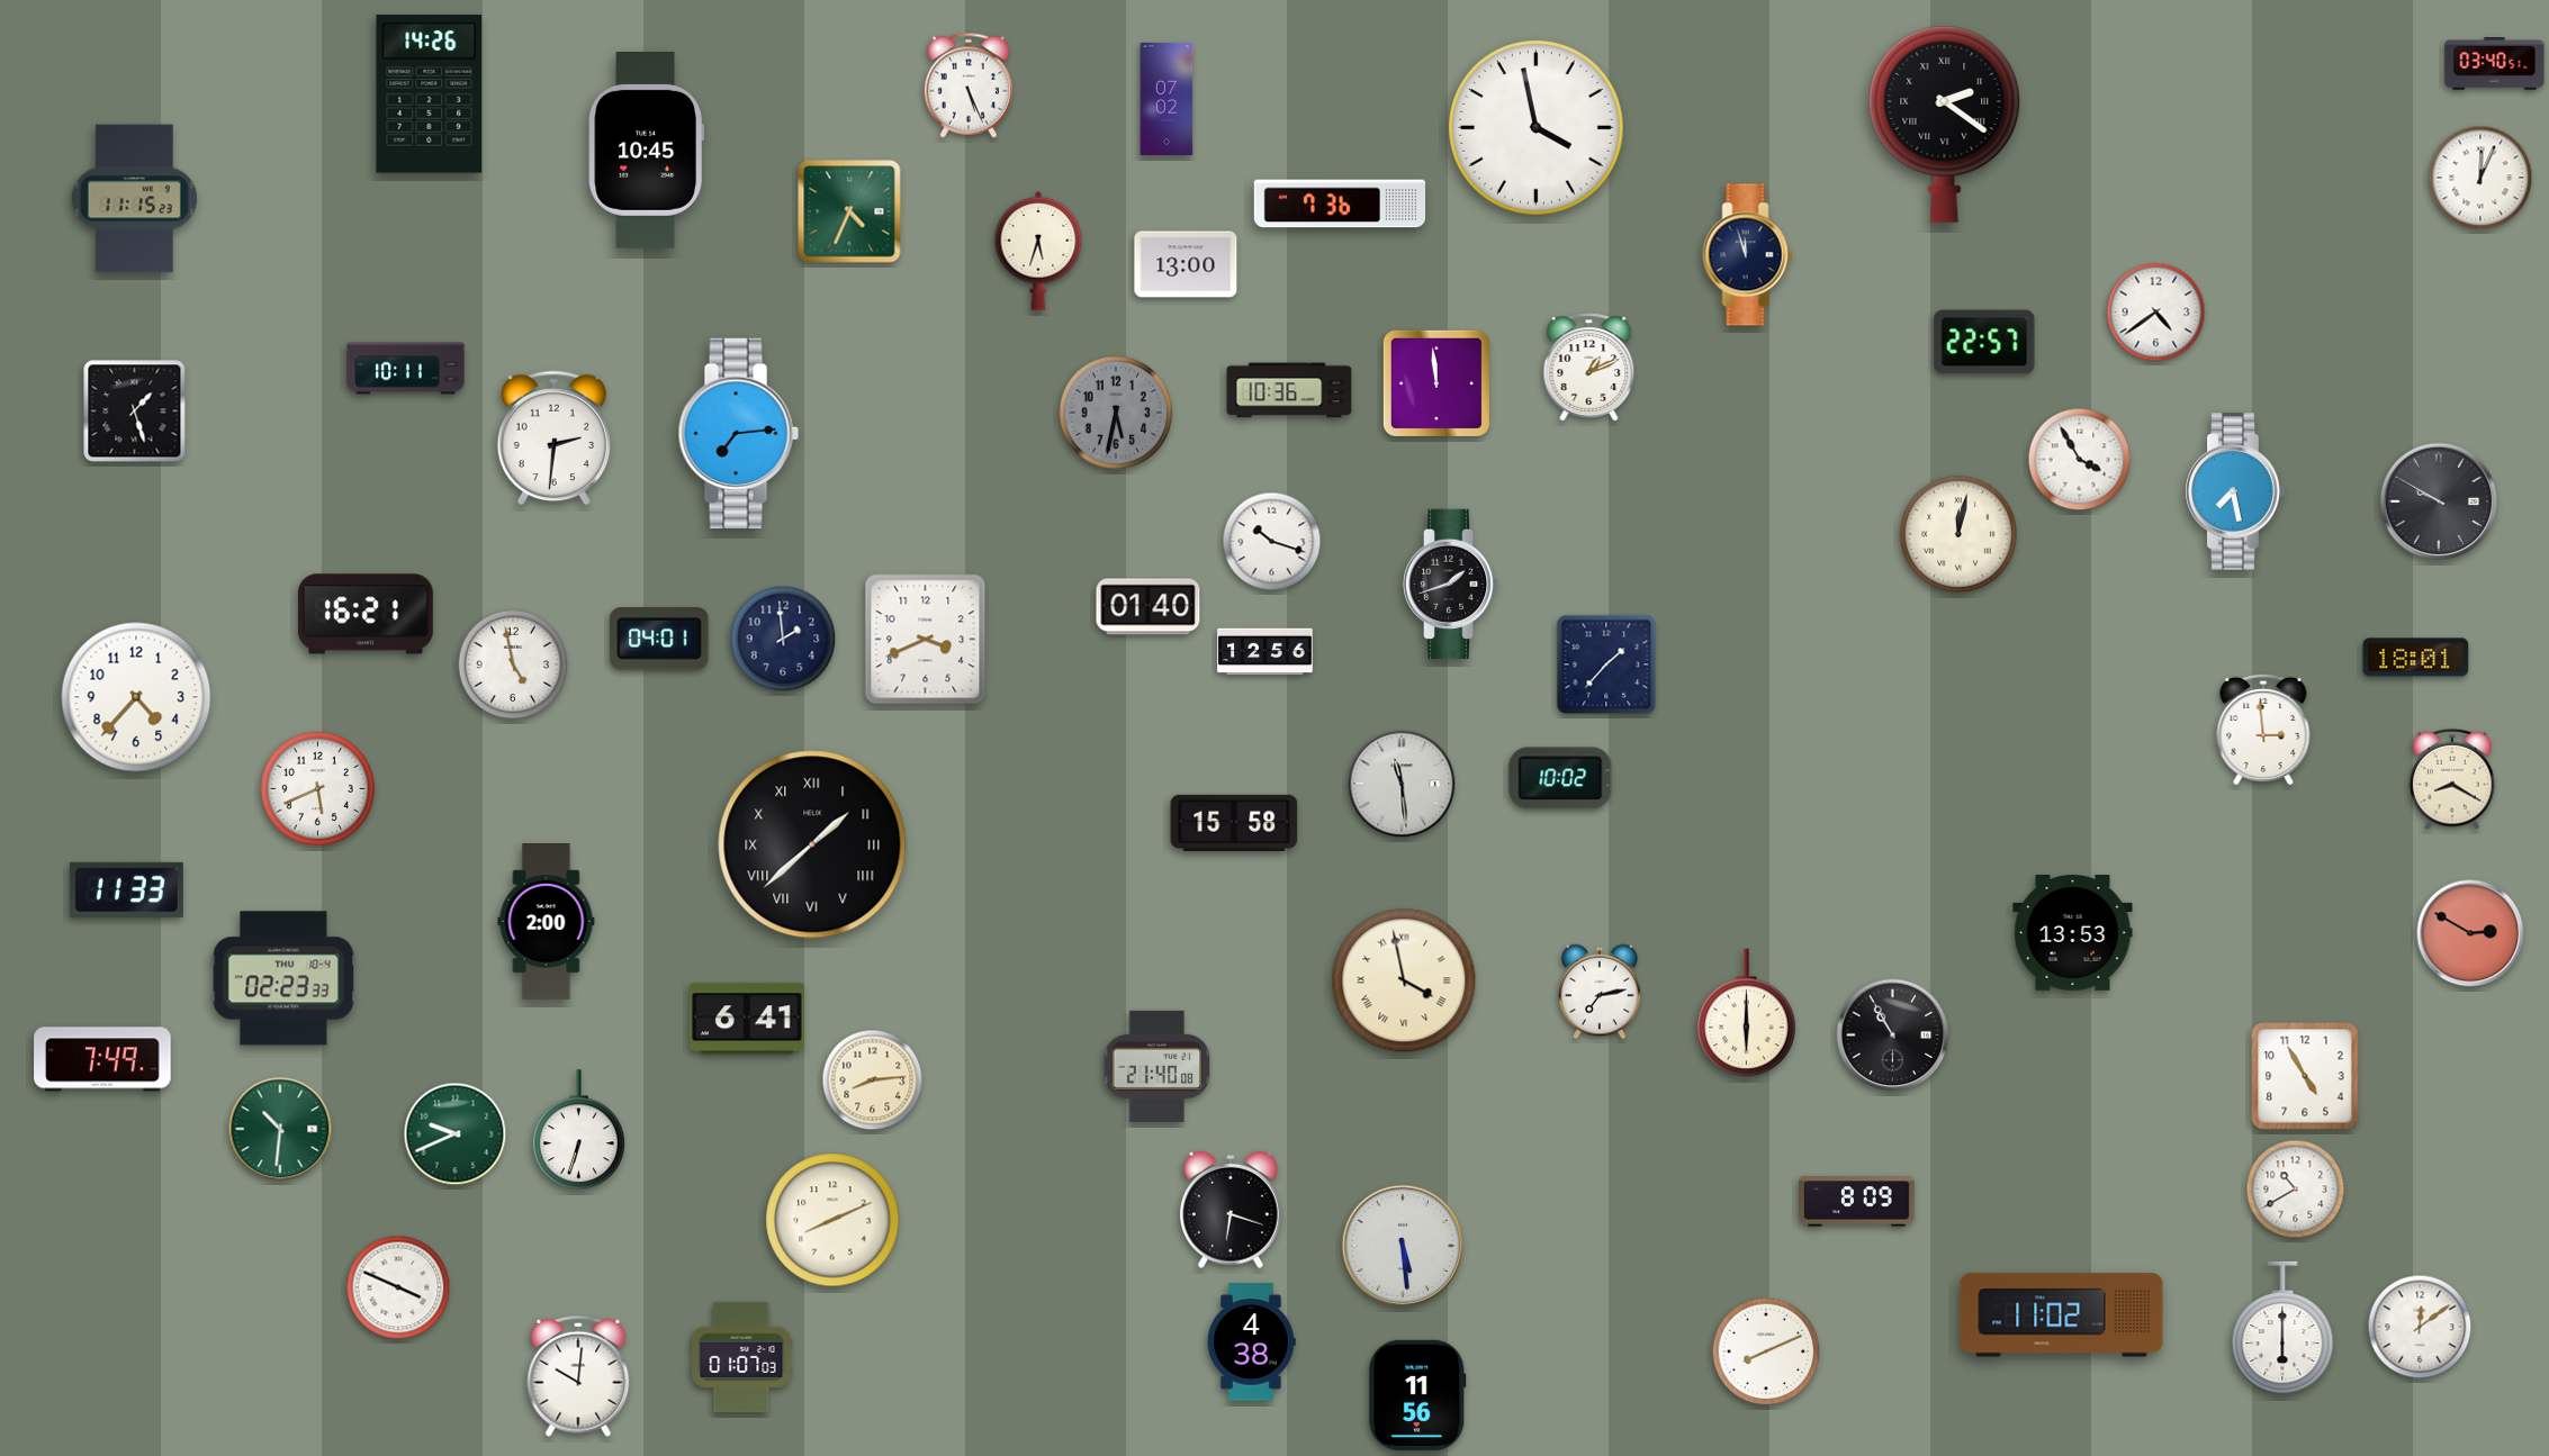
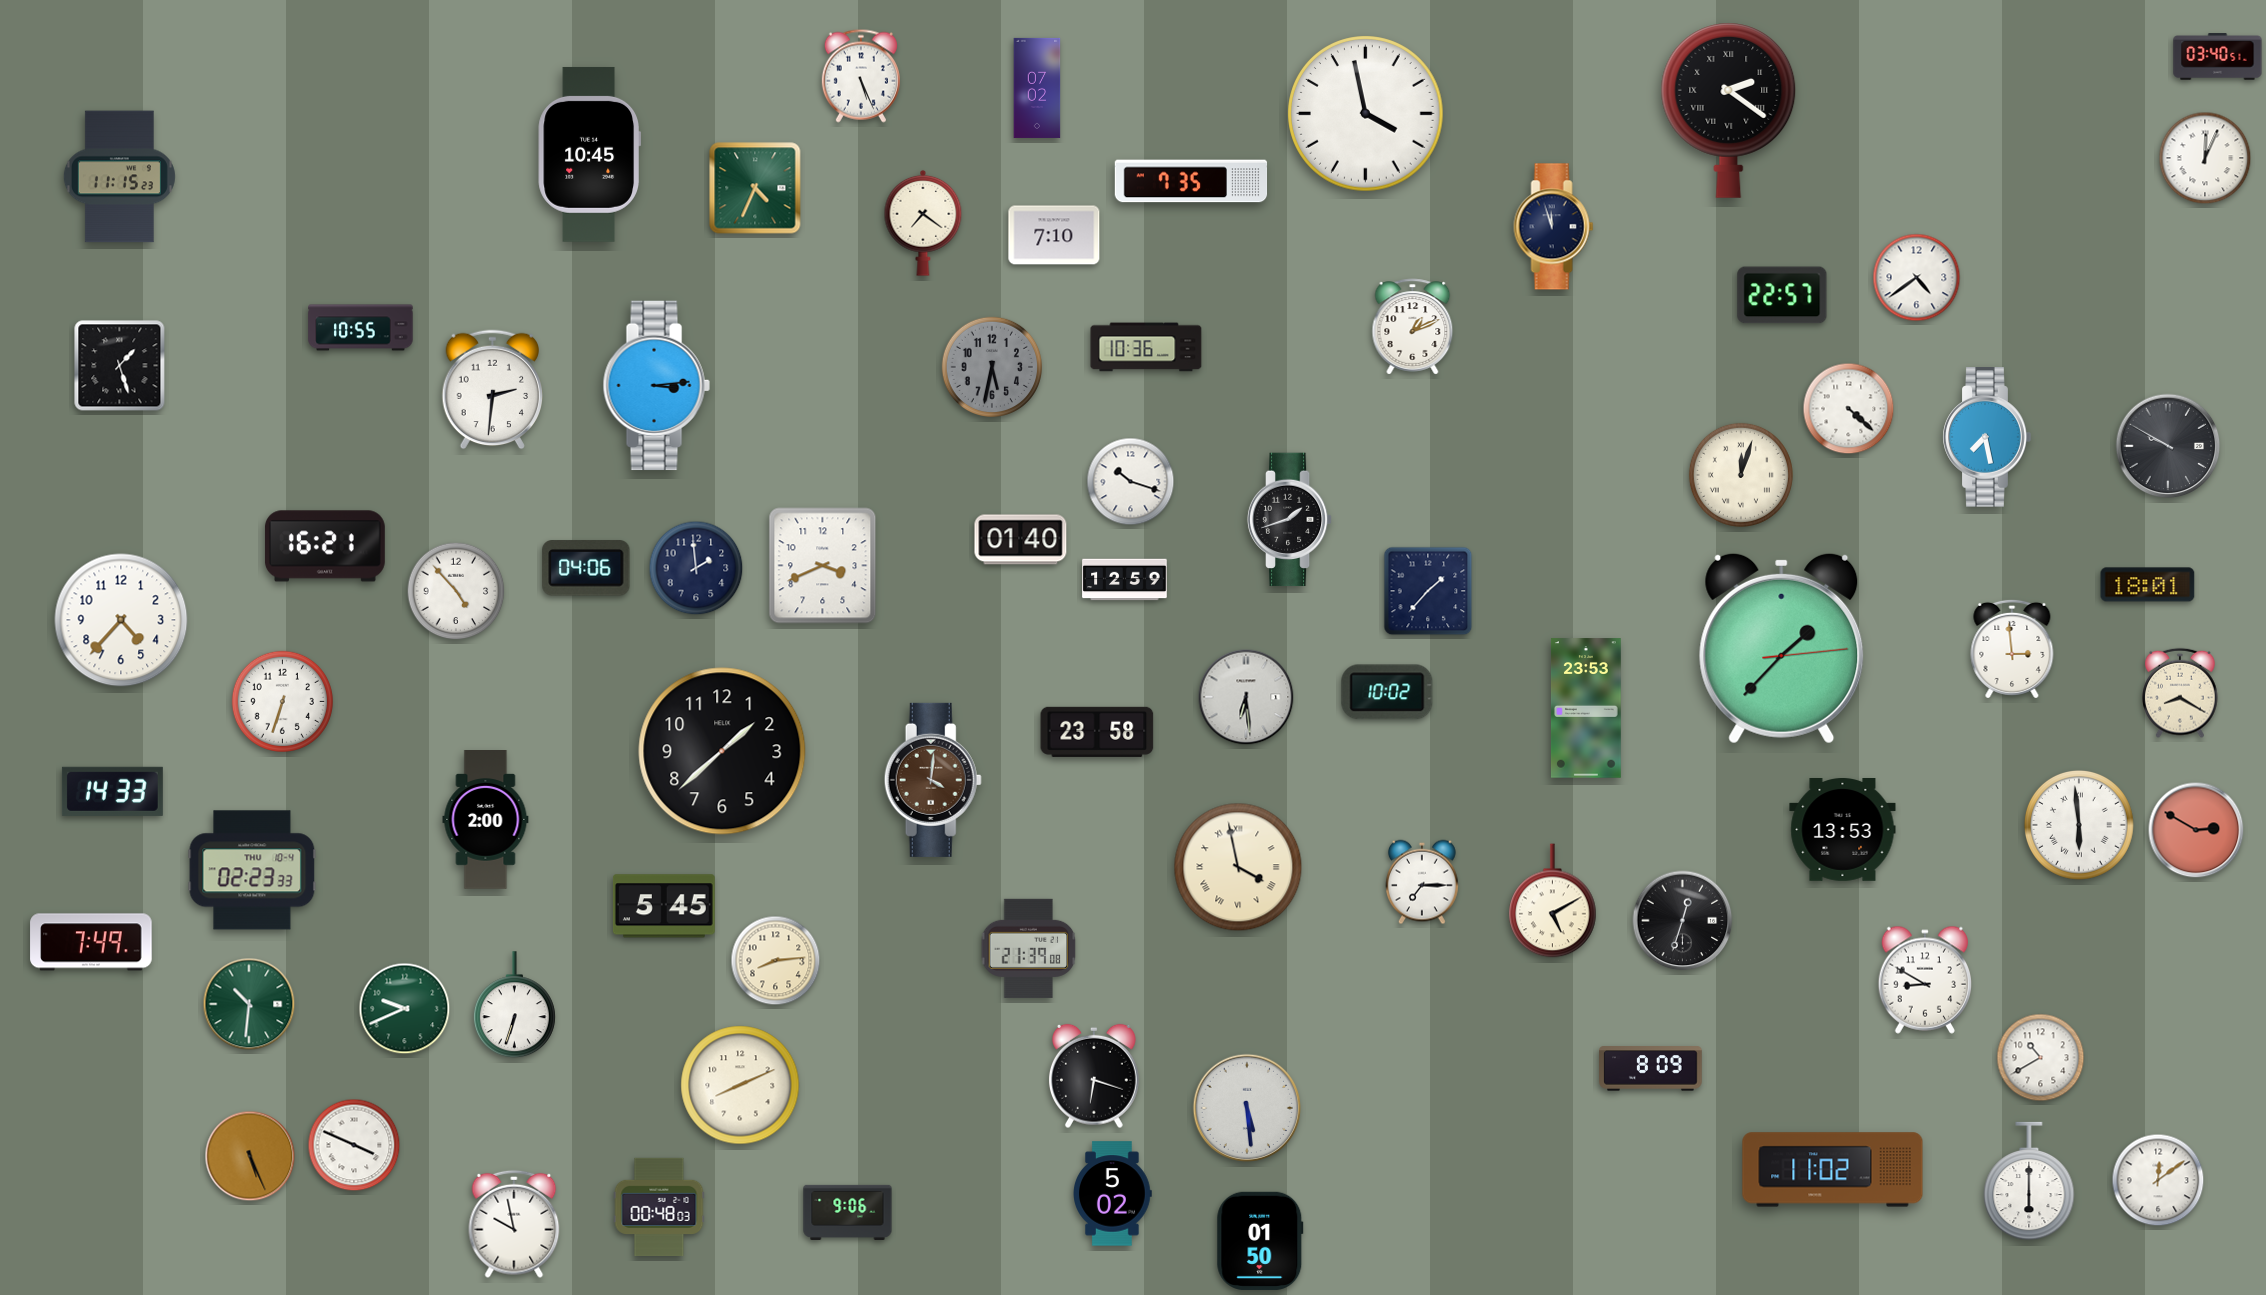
clock at (430, 94): 14:26 -> none
clock at (646, 150) position: (646, 150) -> (589, 154)
clock at (1340, 204): 7:36 -> 7:35
clock at (1038, 251): 5:33 -> 7:21
clock at (1186, 264): 13:00 -> 7:10
clock at (1984, 342) position: (1984, 342) -> (1782, 295)
clock at (406, 369): 10:11 -> 10:55
clock at (1436, 383): 11:59 -> none
clock at (738, 434): 7:14 -> 3:14
clock at (2080, 460): 3:55 -> 4:22
clock at (1958, 534): 12:02 -> 12:03
clock at (659, 639): 04:01 -> 04:06
clock at (926, 640) position: (926, 640) -> (823, 566)
clock at (1266, 652): 12:56 -> 12:59
clock at (513, 664): 4:58 -> 4:53
clock at (1782, 648): none -> 1:37
clock at (1402, 784): 11:29 -> 6:29
clock at (317, 788): 5:41 -> 6:33
clock at (1586, 708): none -> 23:53
clock at (1234, 823): 15:58 -> 23:58
clock at (812, 844) numerals: Roman -> Arabic
clock at (933, 780): none -> 4:01
clock at (126, 889): 11:33 -> 14:33
clock at (2079, 825): none -> 5:59
clock at (1404, 980) position: (1404, 980) -> (1238, 867)
clock at (1601, 992): 7:13 -> 7:15
clock at (1747, 1013): 6:00 -> 5:10
clock at (747, 1019): 6:41 -> 5:45
clock at (1893, 1036): 10:55 -> 12:33
clock at (1158, 1066): 21:40 -> 21:39
clock at (2305, 1076): 4:55 -> none
clock at (1924, 980): none -> 8:50
clock at (250, 1156): none -> 5:26
clock at (2420, 1327) position: (2420, 1327) -> (2158, 1180)
clock at (1252, 1342): 4:38 -> 5:02
clock at (1766, 1351): 8:11 -> none
clock at (741, 1356): 01:07 -> 00:48
clock at (848, 1212): none -> 9:06
clock at (578, 1376): 10:01 -> 9:58
clock at (1417, 1395): 11:56 -> 01:50
